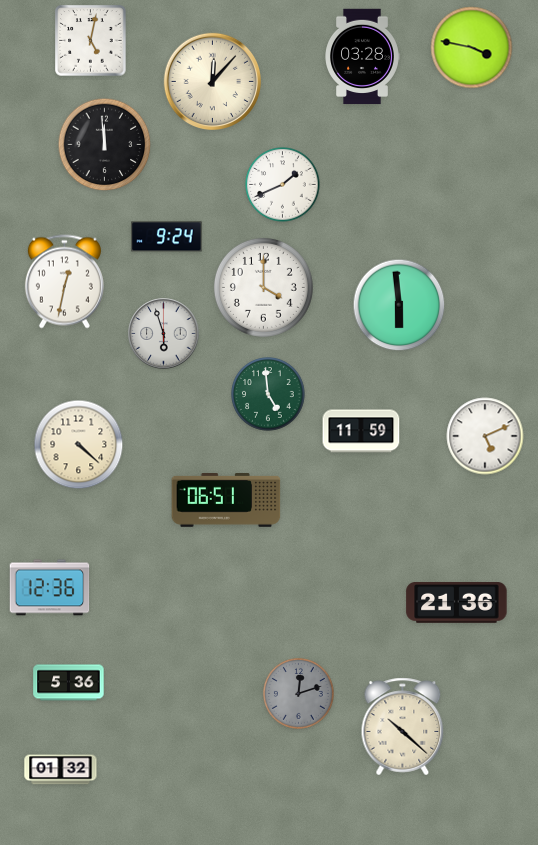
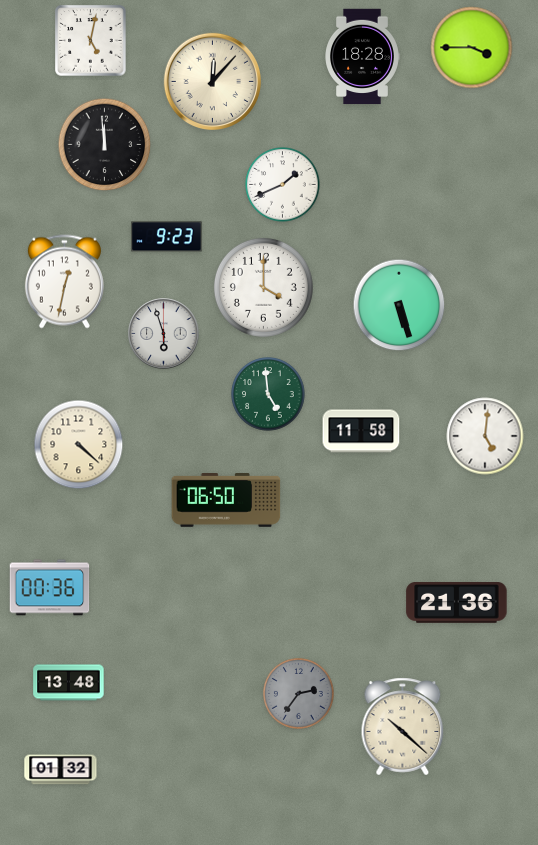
clock at (472, 48): 3:47 -> 3:45
clock at (362, 57): 03:28 -> 18:28
clock at (167, 237): 9:24 -> 9:23
clock at (399, 305): 5:59 -> 5:27
clock at (361, 431): 11:59 -> 11:58
clock at (485, 436): 5:11 -> 5:01
clock at (226, 501): 06:51 -> 06:50
clock at (50, 588): 12:36 -> 00:36
clock at (69, 683): 5:36 -> 13:48
clock at (298, 693): 12:12 -> 2:36
